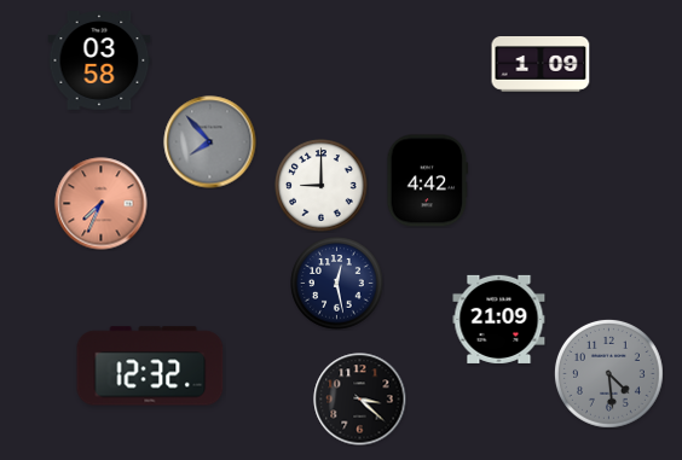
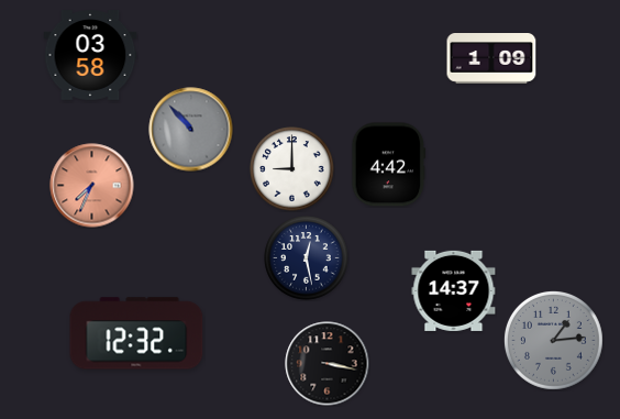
clock at (210, 142): 7:53 -> 10:53
clock at (499, 319): 21:09 -> 14:37
clock at (608, 373): 4:29 -> 1:14
clock at (360, 400): 3:22 -> 3:17
